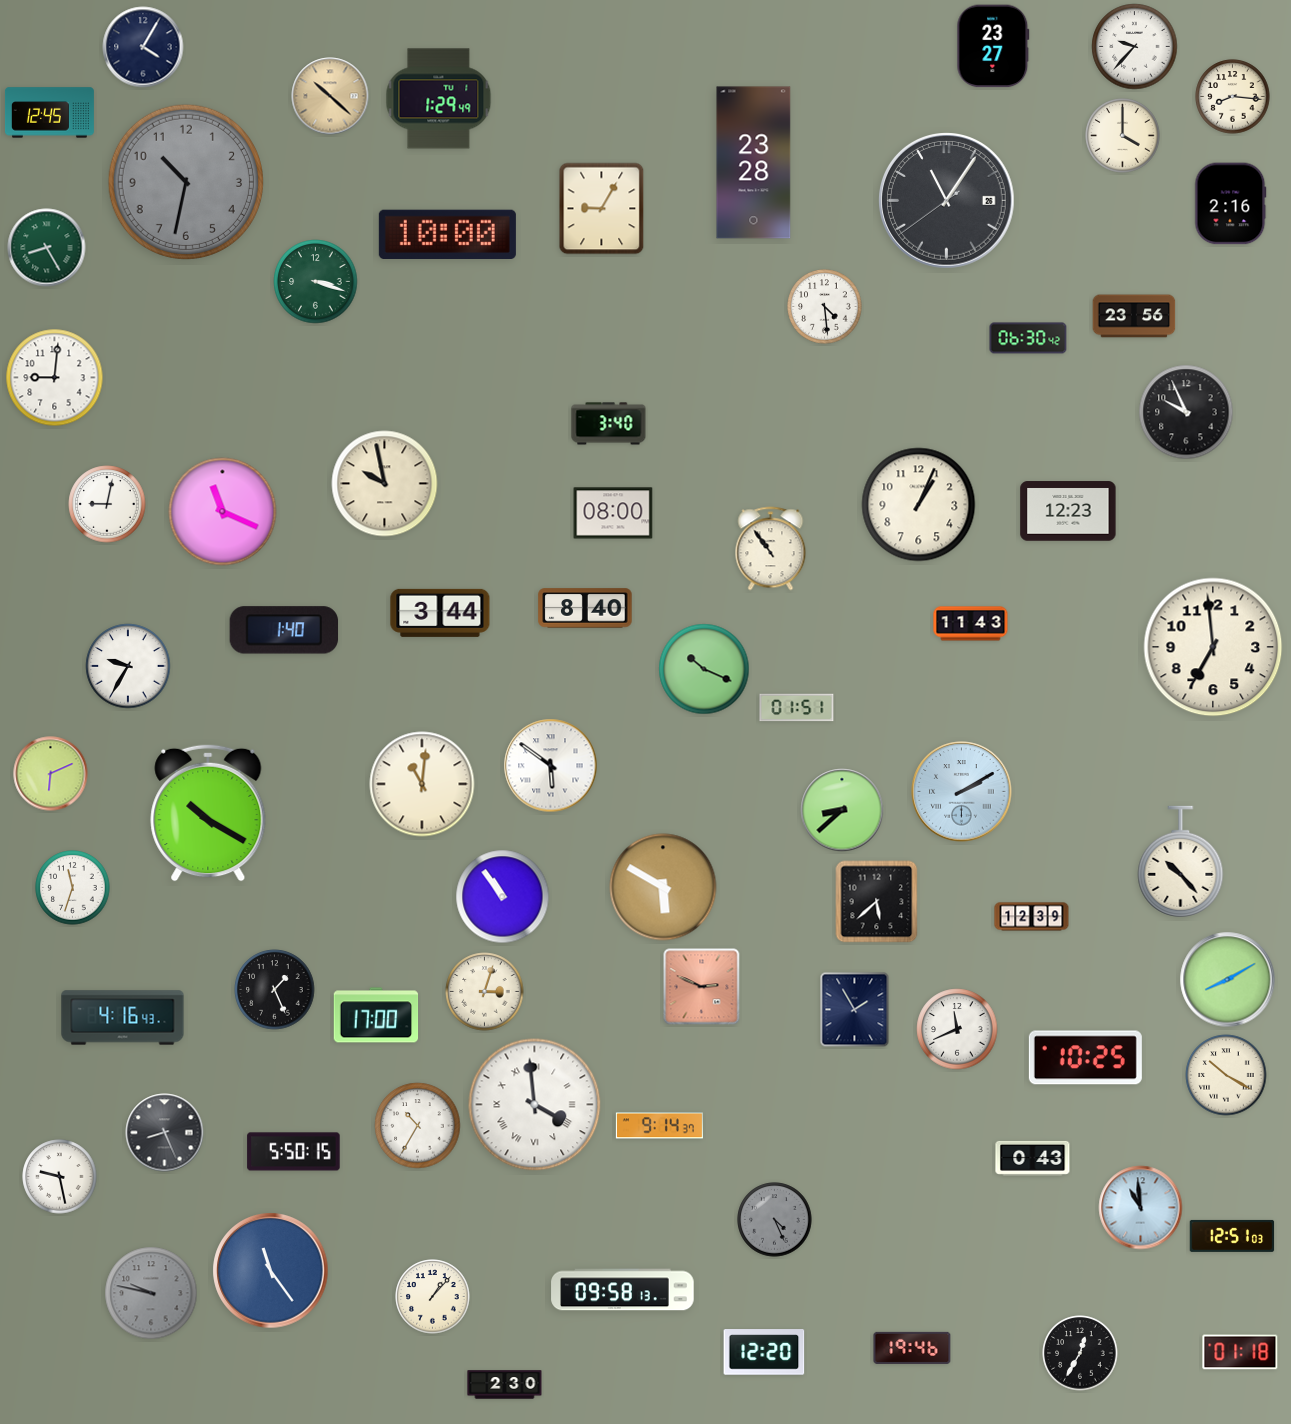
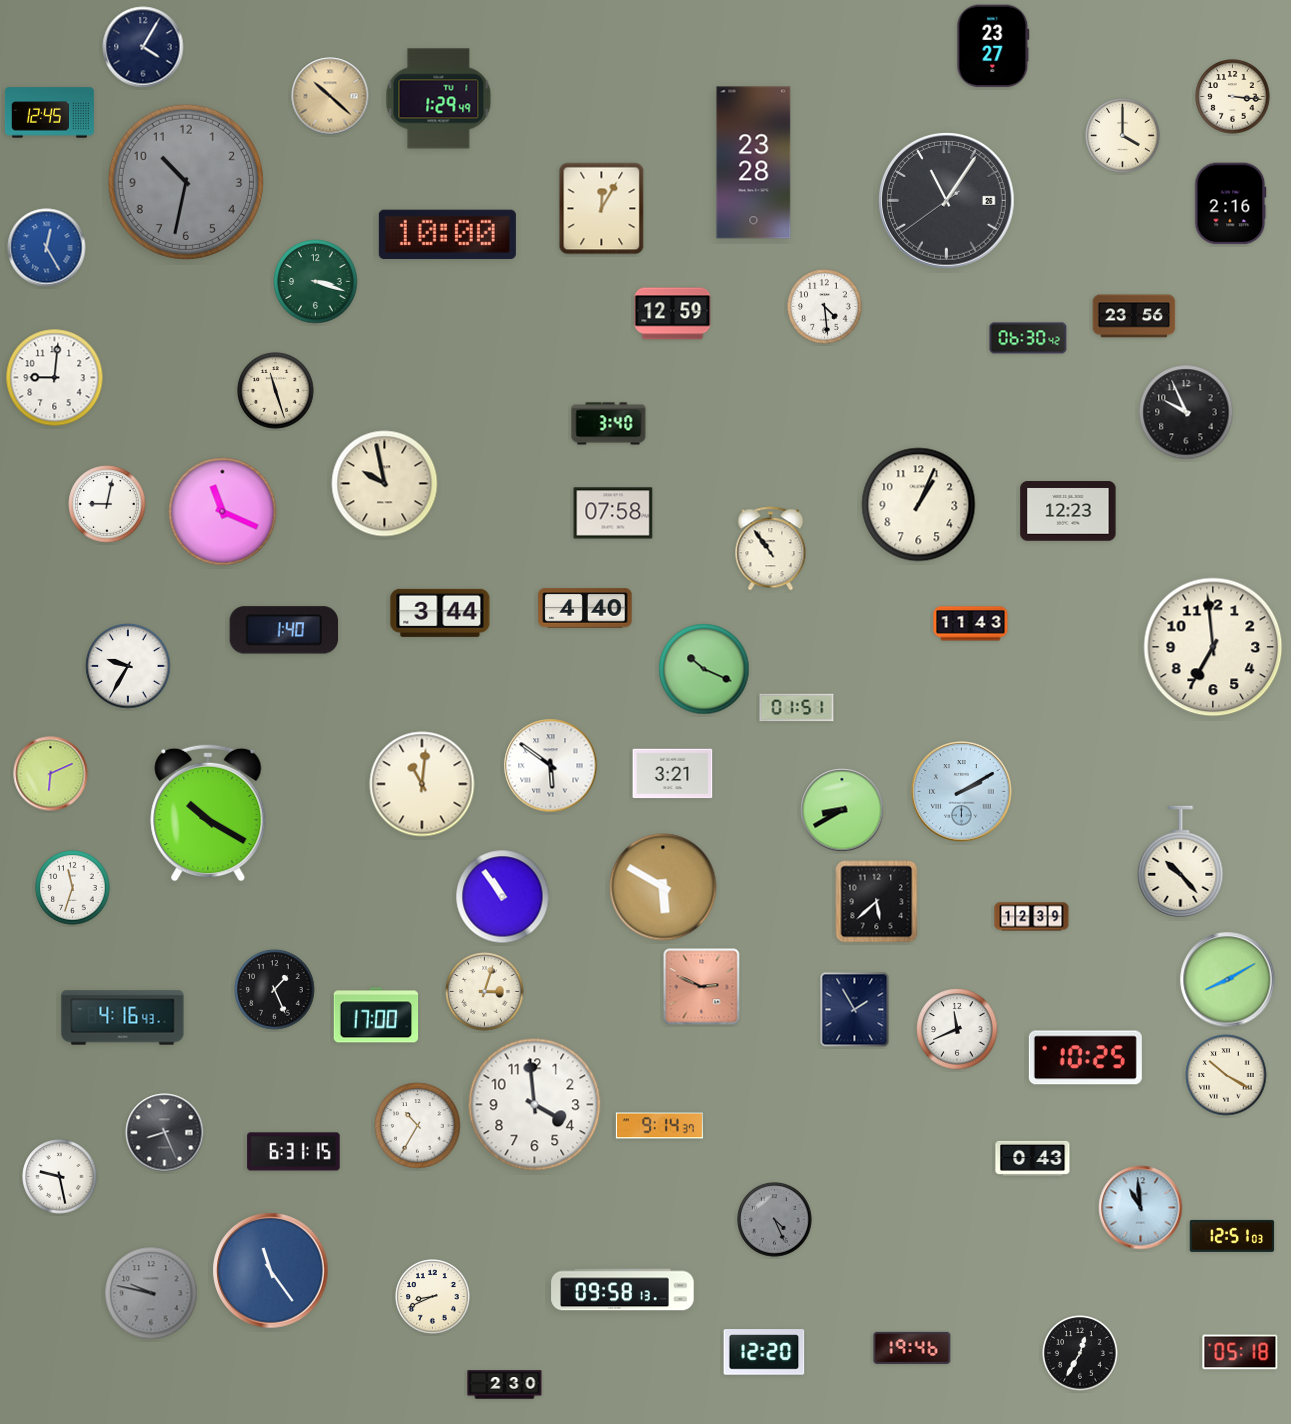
clock at (1135, 47): 9:37 -> none
clock at (1233, 97): 8:16 -> 3:16
clock at (602, 209): 9:05 -> 12:05
clock at (47, 248): 8:25 -> 12:25
clock at (47, 248) dial: green -> blue
clock at (673, 314): none -> 12:59
clock at (276, 391): none -> 11:27
clock at (613, 513): 08:00 -> 07:58
clock at (585, 608): 8:40 -> 4:40
clock at (673, 774): none -> 3:21
clock at (842, 810): 8:38 -> 8:40
clock at (535, 1105) numerals: Roman -> Arabic
clock at (294, 1152): 5:50 -> 6:31
clock at (433, 1297): 1:07 -> 8:41
clock at (1240, 1352): 01:18 -> 05:18
